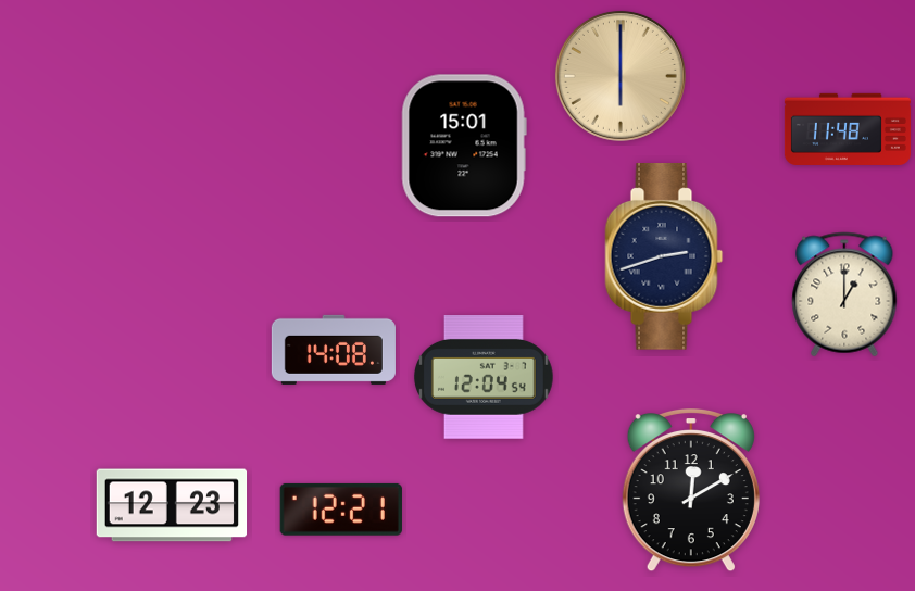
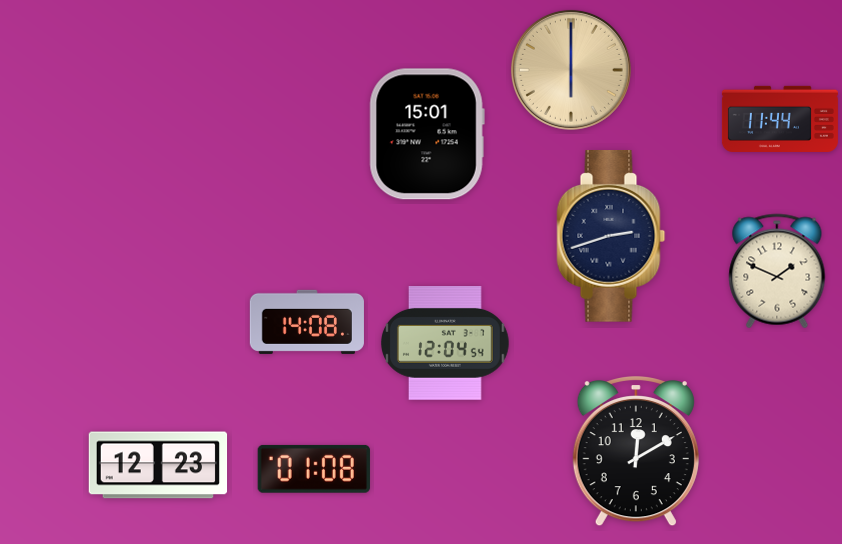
clock at (848, 129): 11:48 -> 11:44
clock at (844, 294): 1:00 -> 1:49
clock at (484, 378) position: (484, 378) -> (445, 344)
clock at (341, 510): 12:21 -> 01:08
